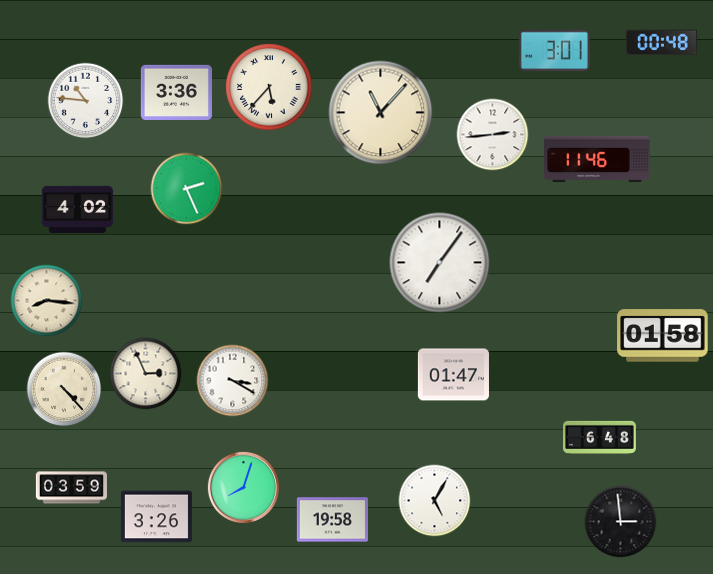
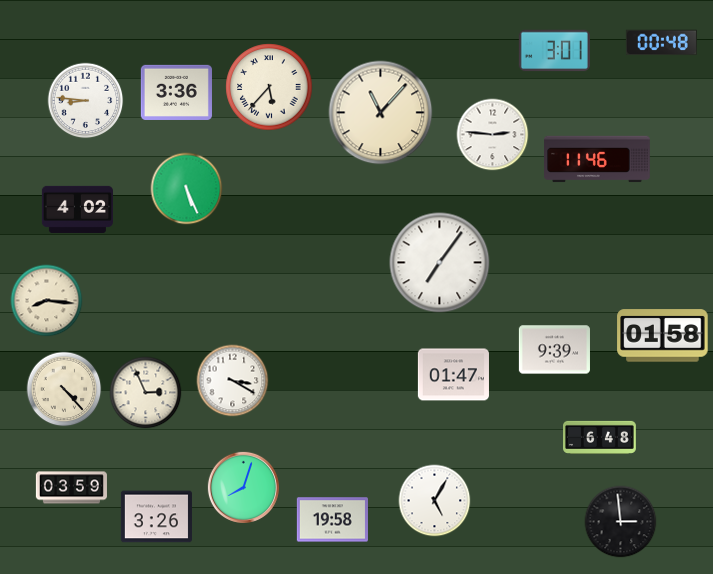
clock at (86, 101): 10:46 -> 8:46
clock at (493, 135): 2:44 -> 2:46
clock at (187, 189): 2:26 -> 5:26
clock at (554, 350): none -> 9:39
clock at (146, 374) position: (146, 374) -> (146, 393)
